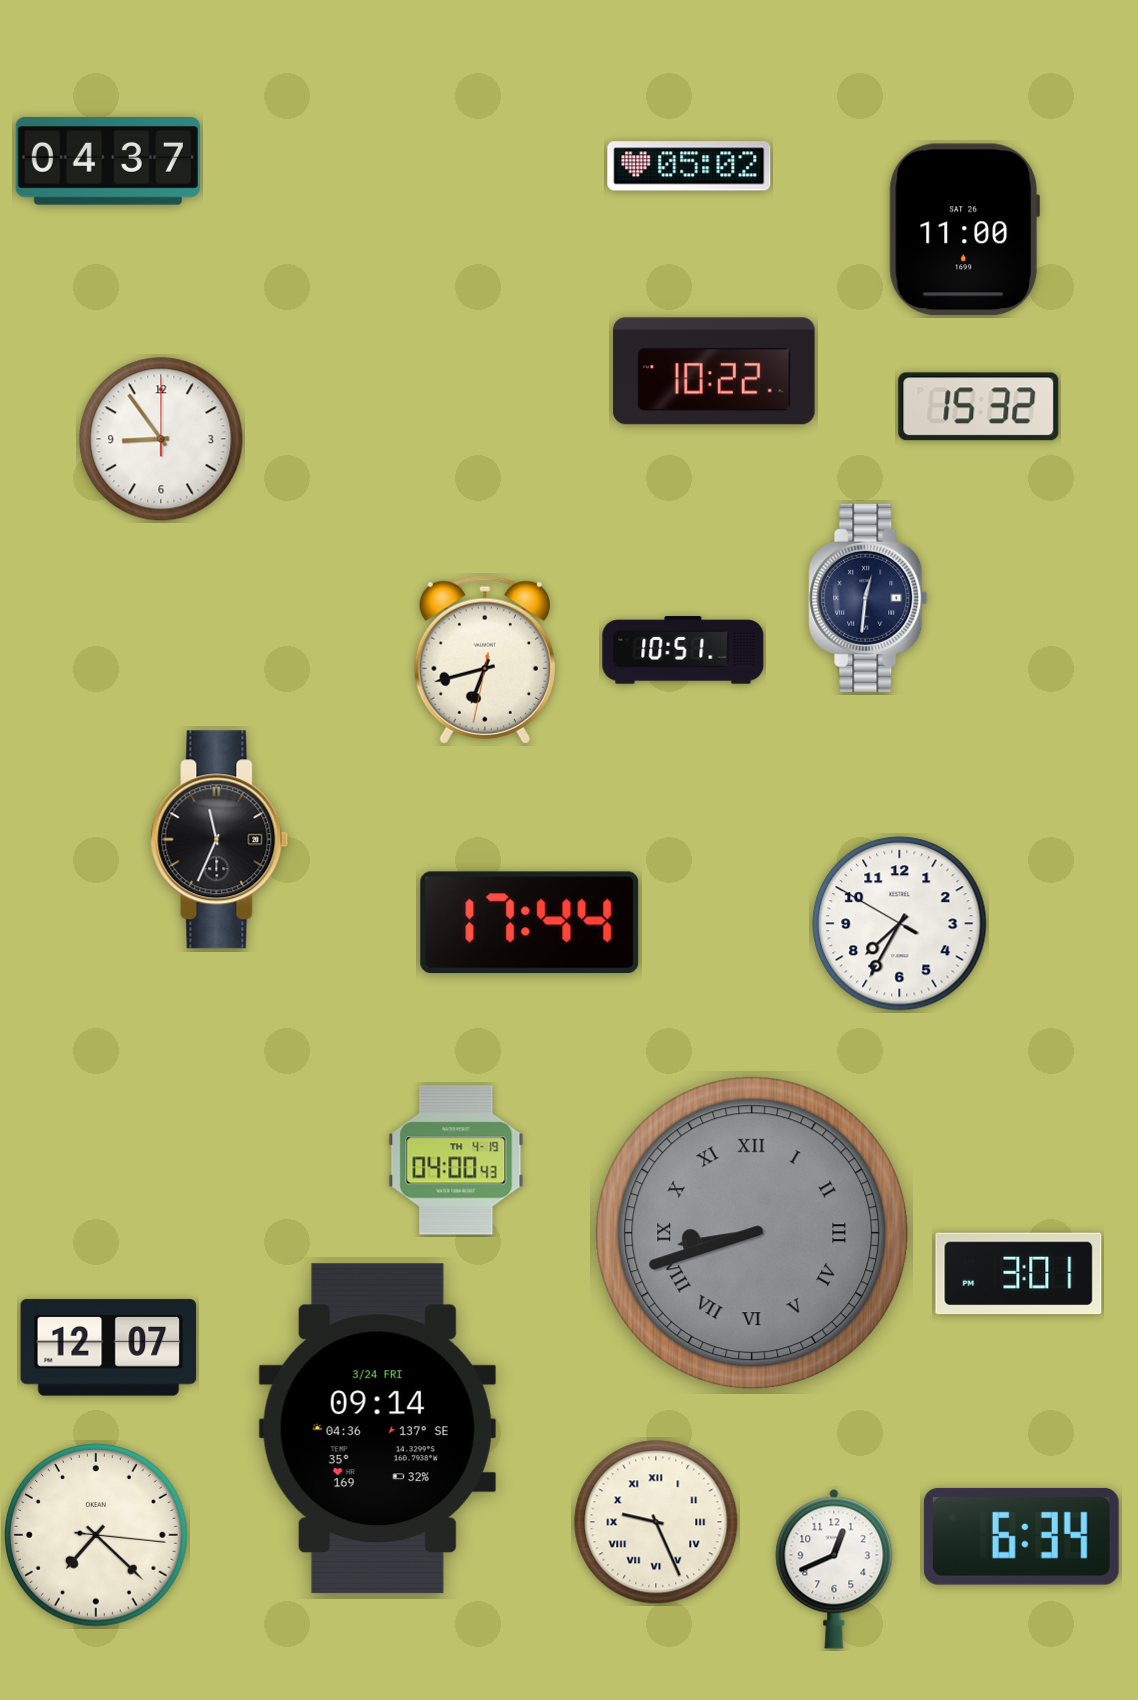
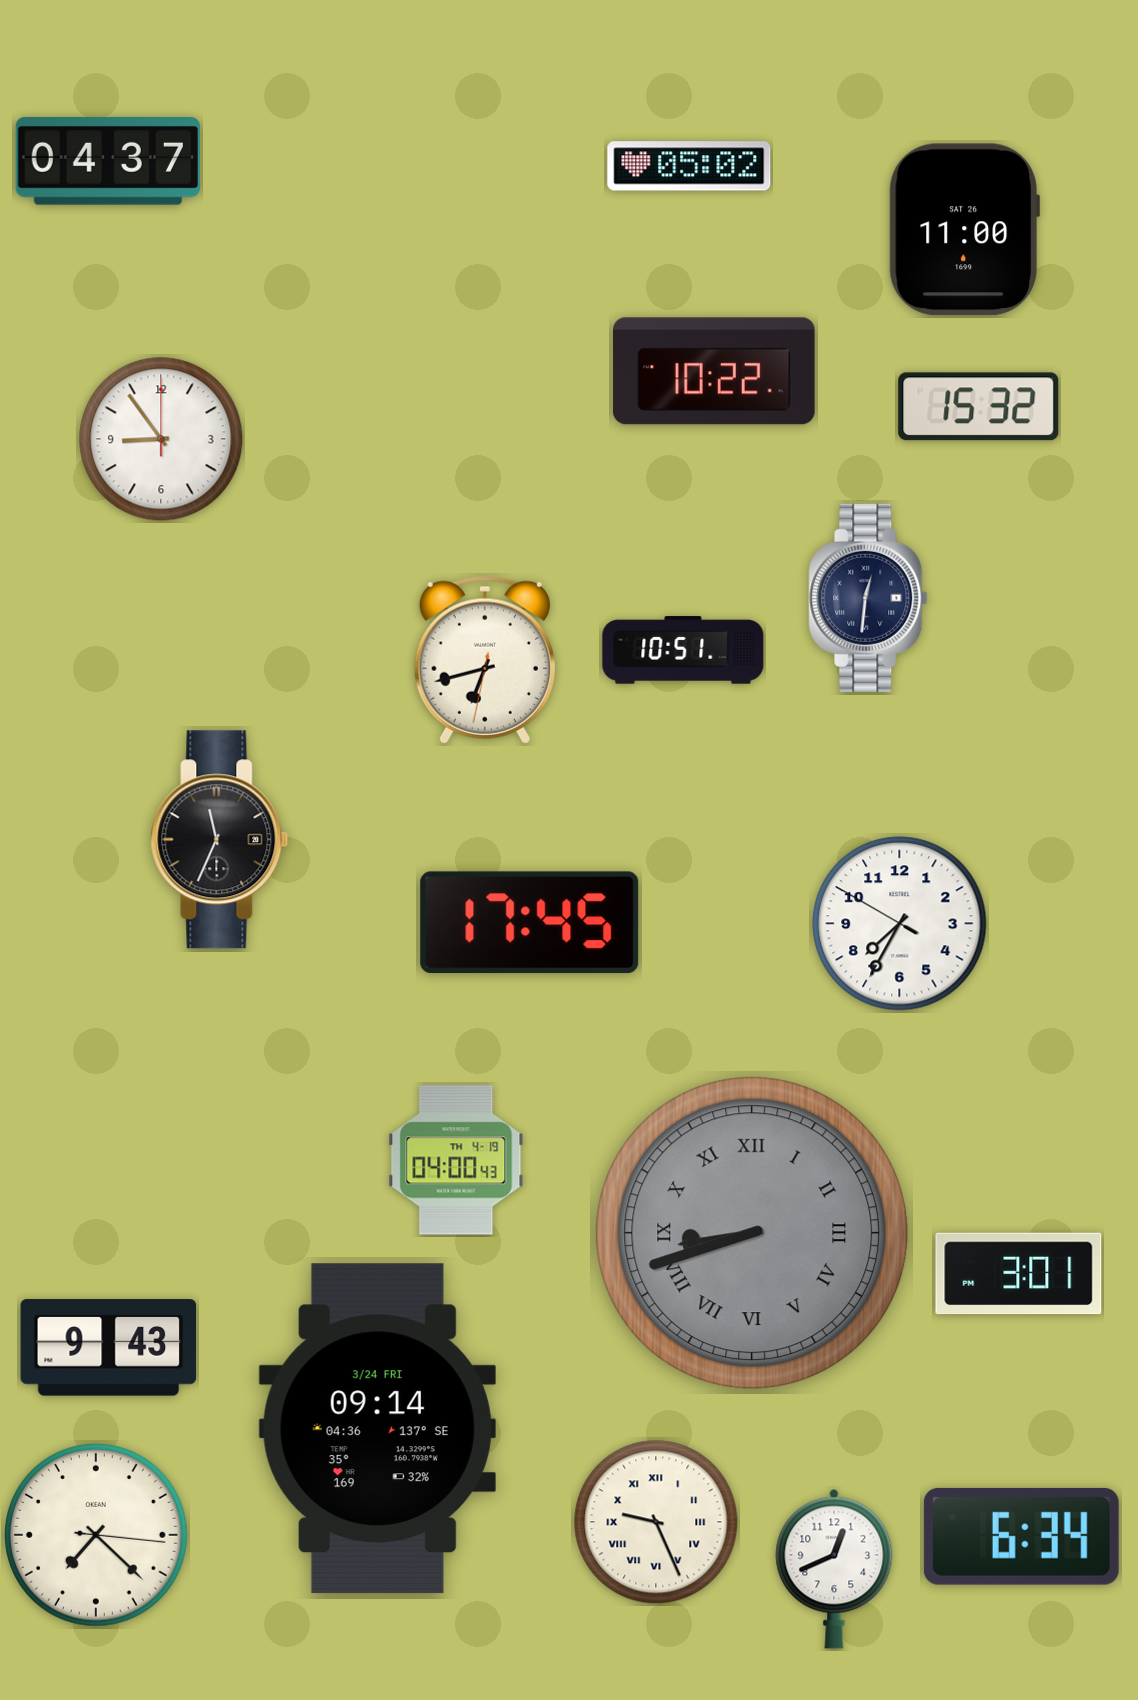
clock at (530, 922): 17:44 -> 17:45
clock at (109, 1348): 12:07 -> 9:43
